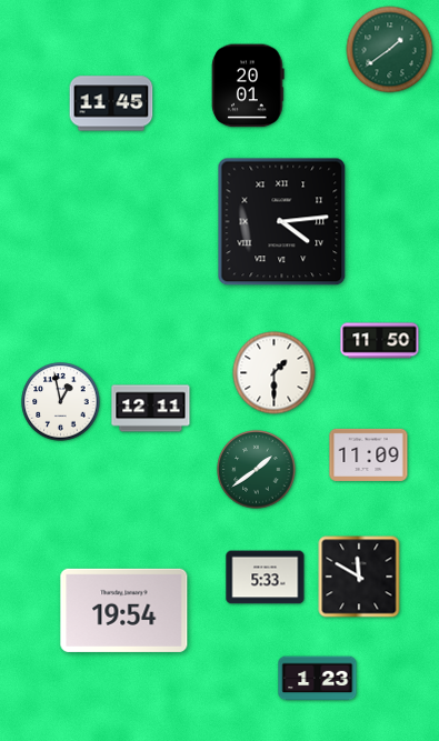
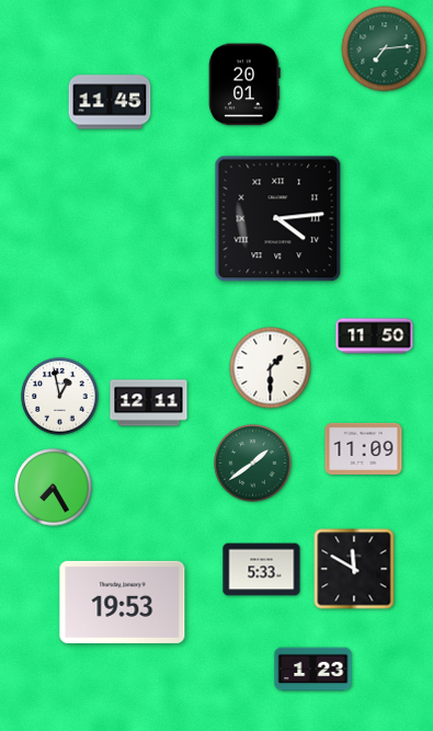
clock at (390, 50): 1:39 -> 7:14
clock at (54, 488): none -> 7:25
clock at (124, 610): 19:54 -> 19:53
